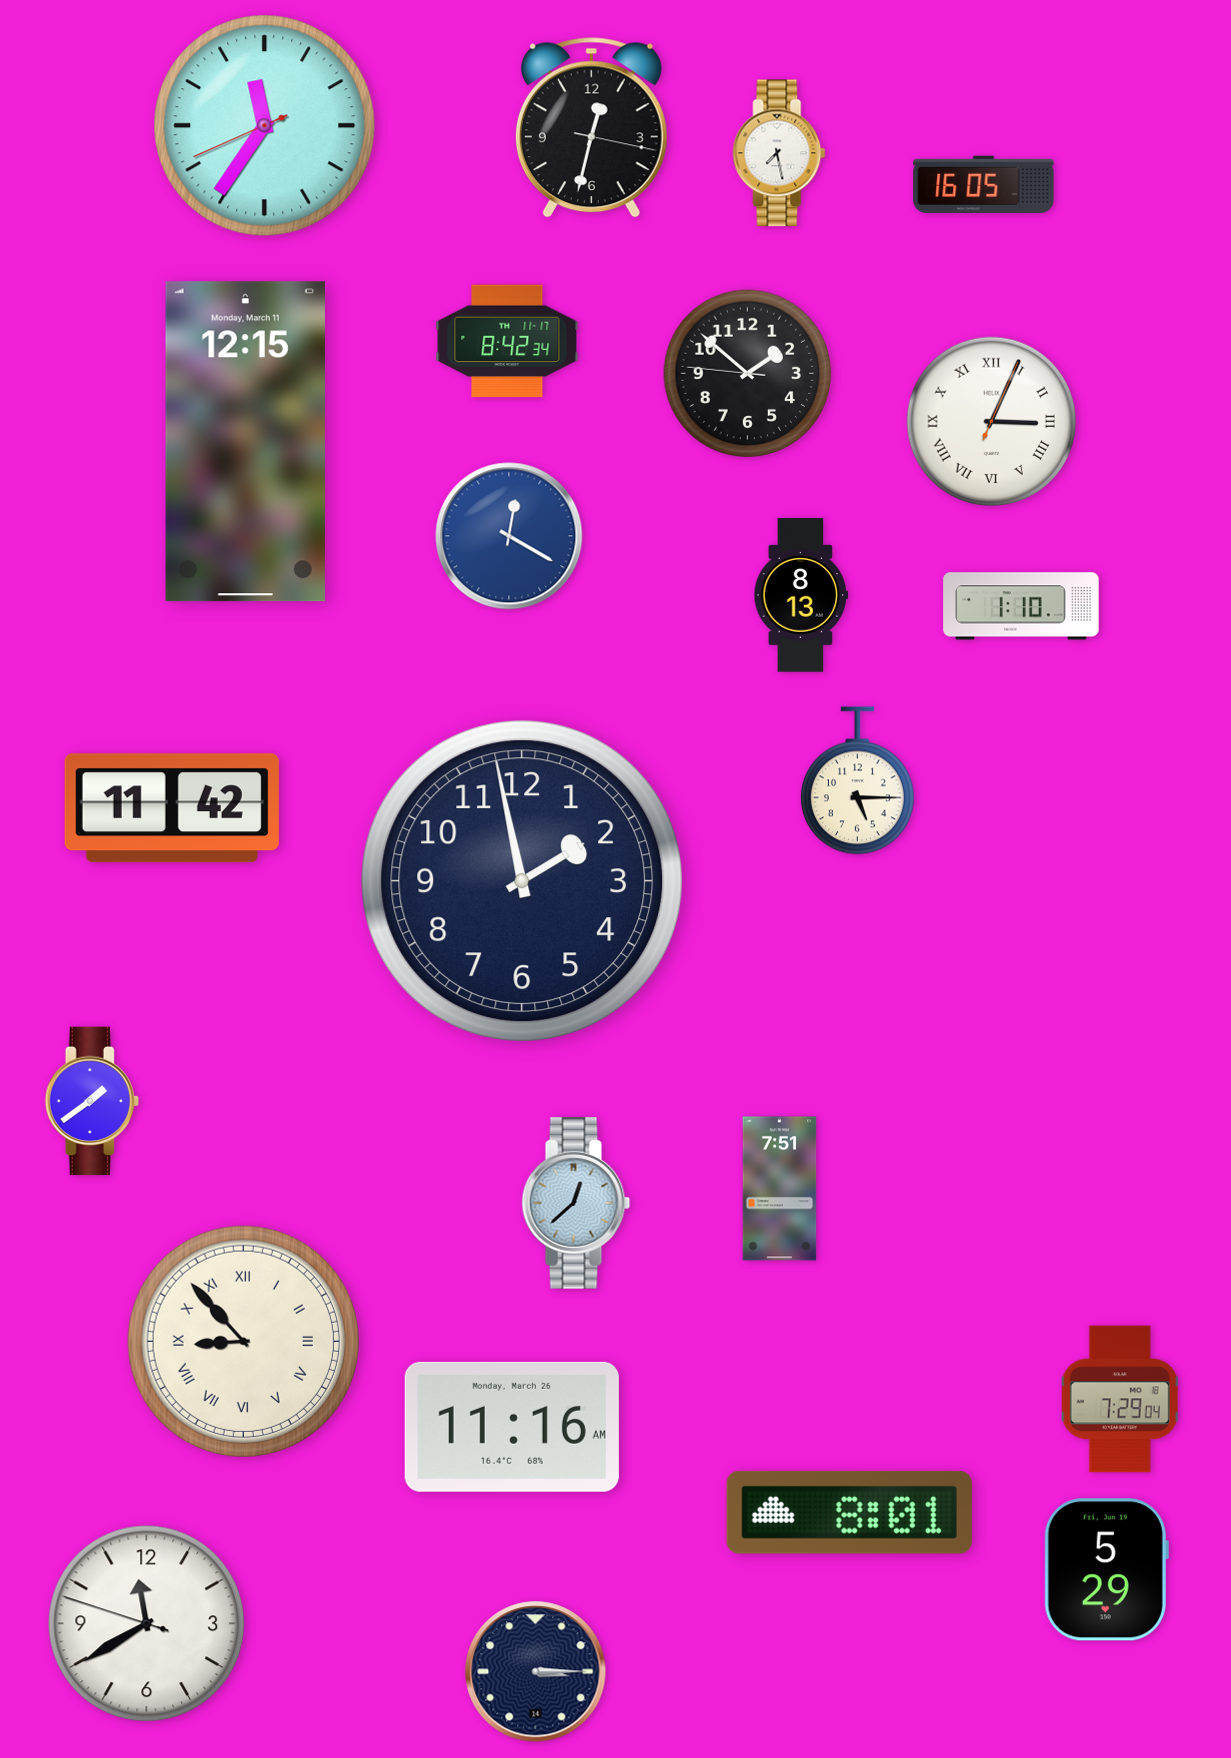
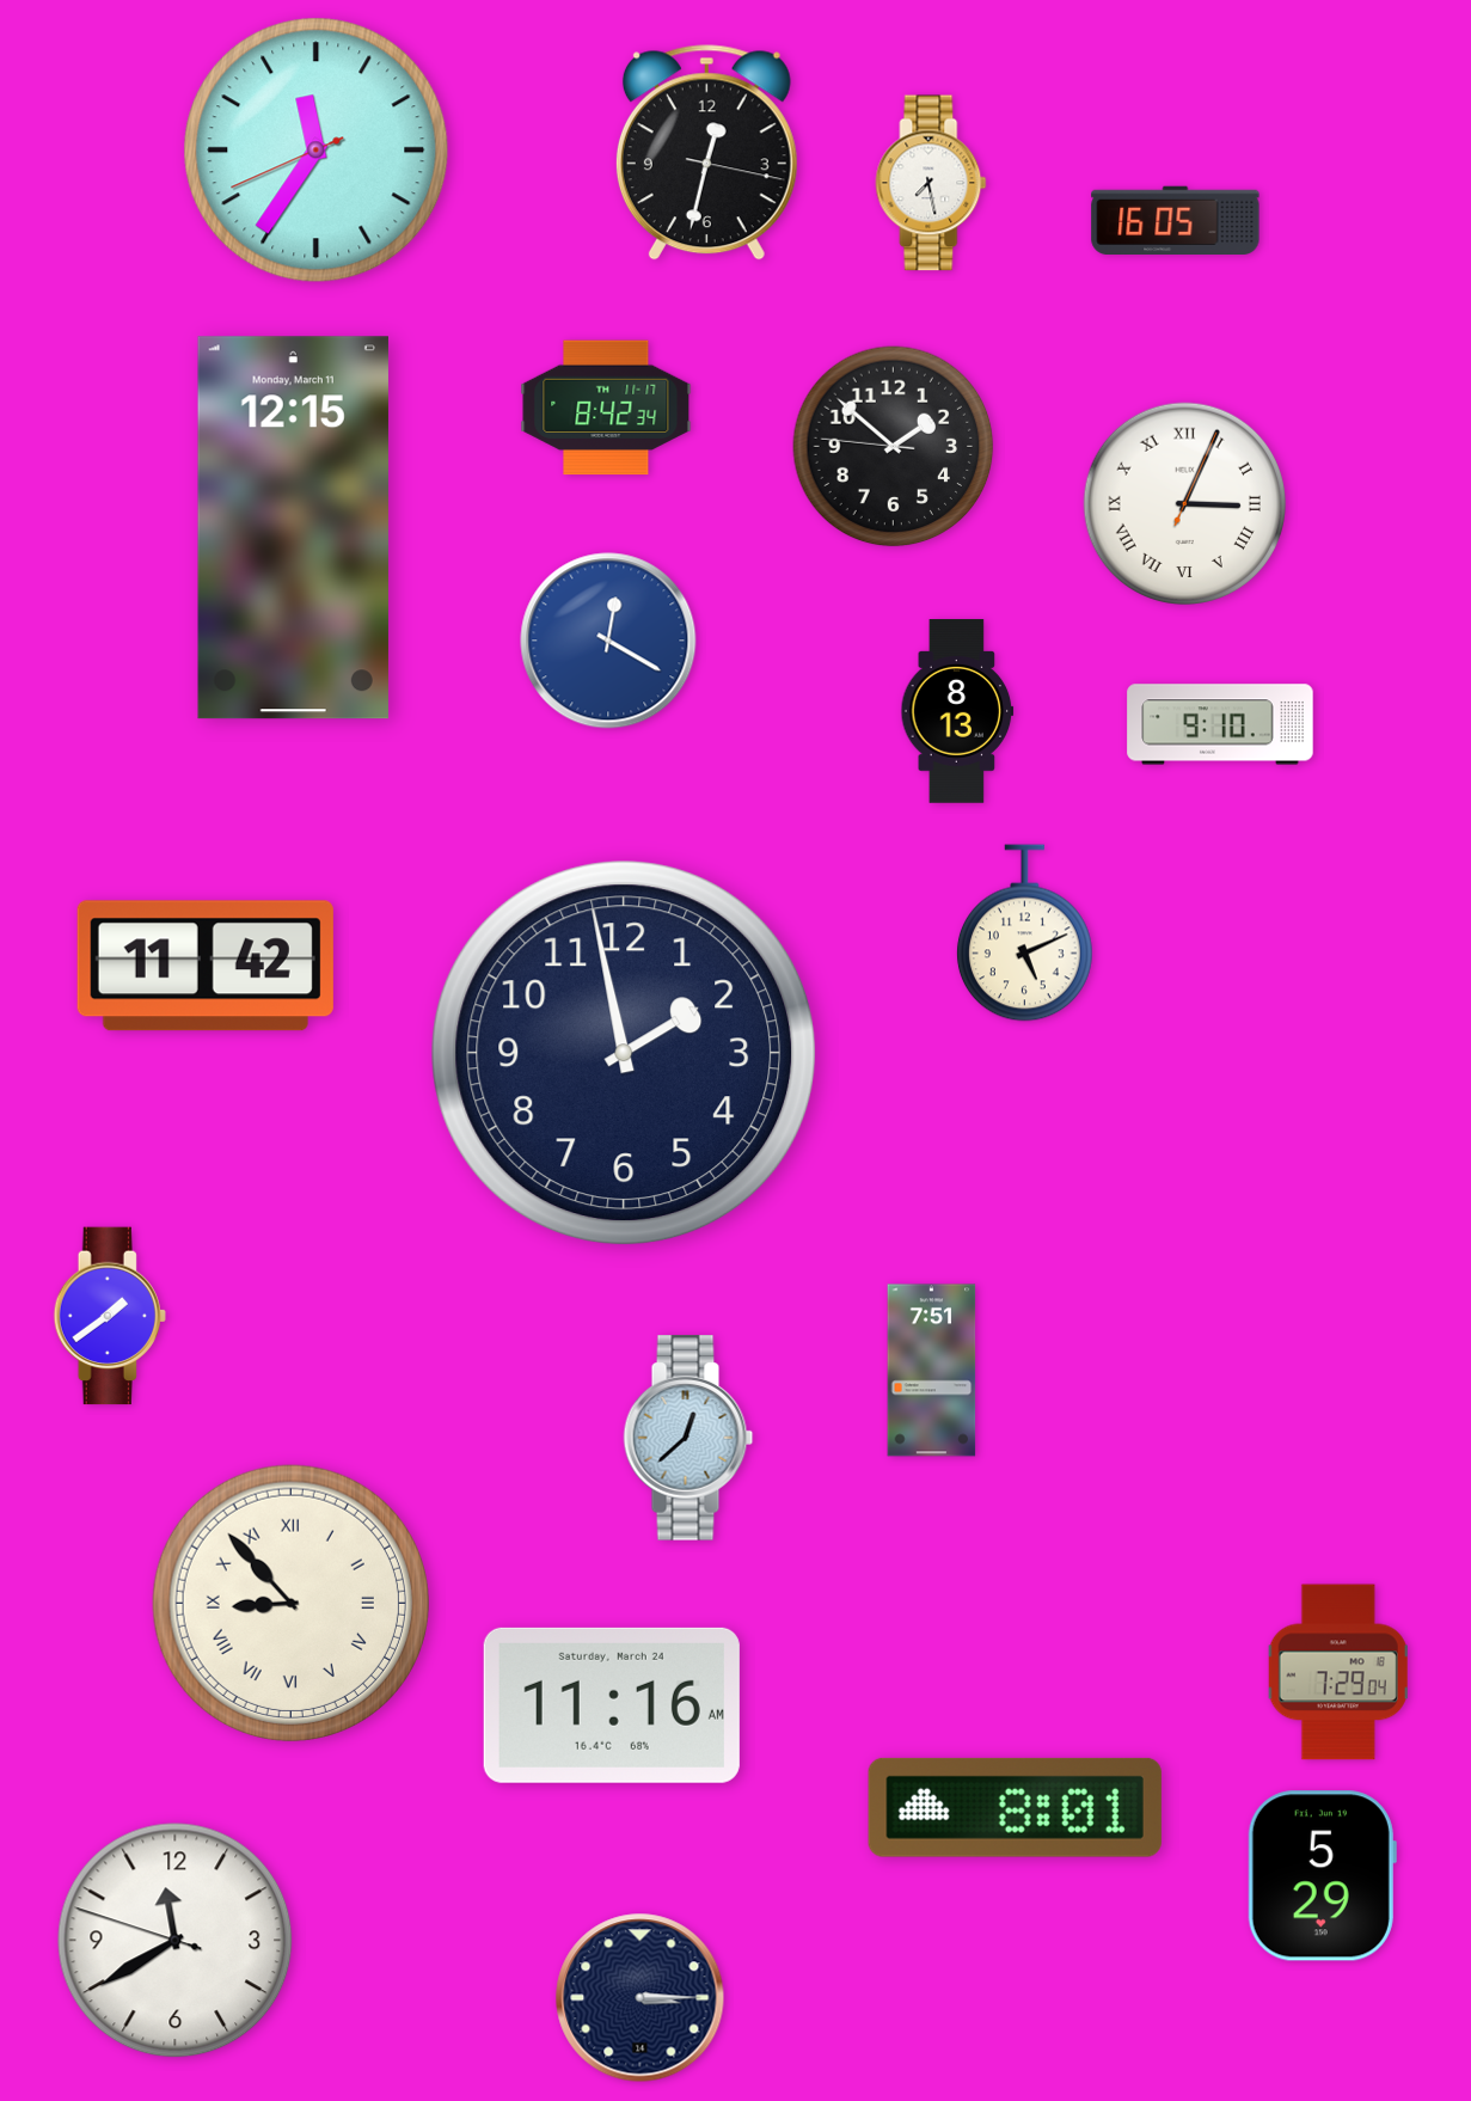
clock at (1021, 606): 1:10 -> 9:10
clock at (857, 781): 5:15 -> 5:11
clock at (780, 1189) position: (780, 1189) -> (932, 1371)
clock at (512, 1427) date: Monday, March 26 -> Saturday, March 24
